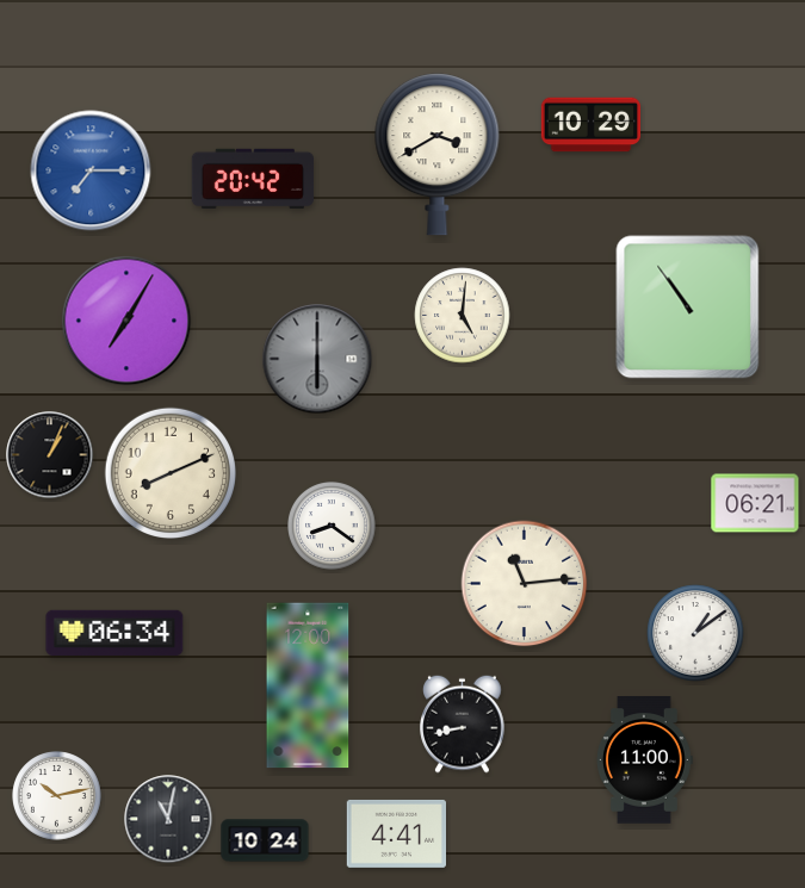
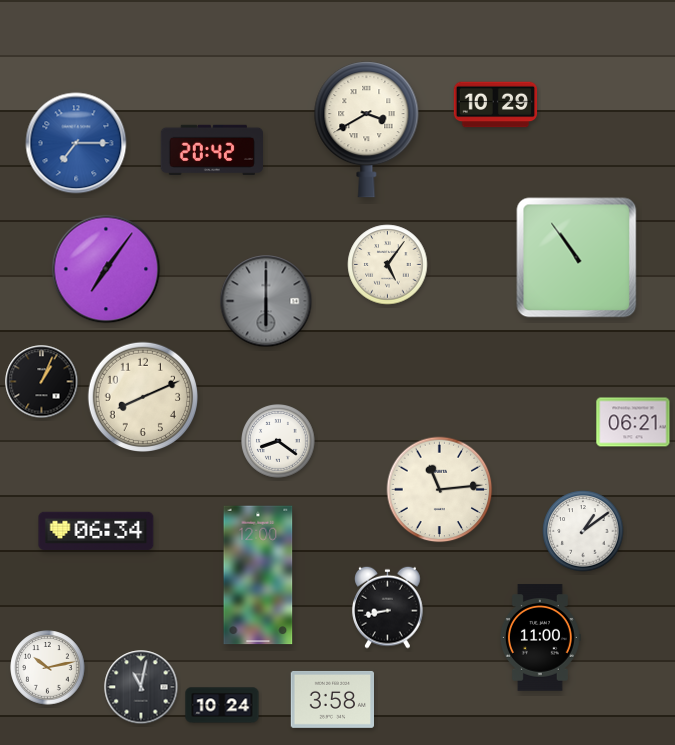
clock at (463, 316): 5:01 -> 5:06
clock at (126, 321): 7:05 -> 7:06
clock at (396, 833): 4:41 -> 3:58
